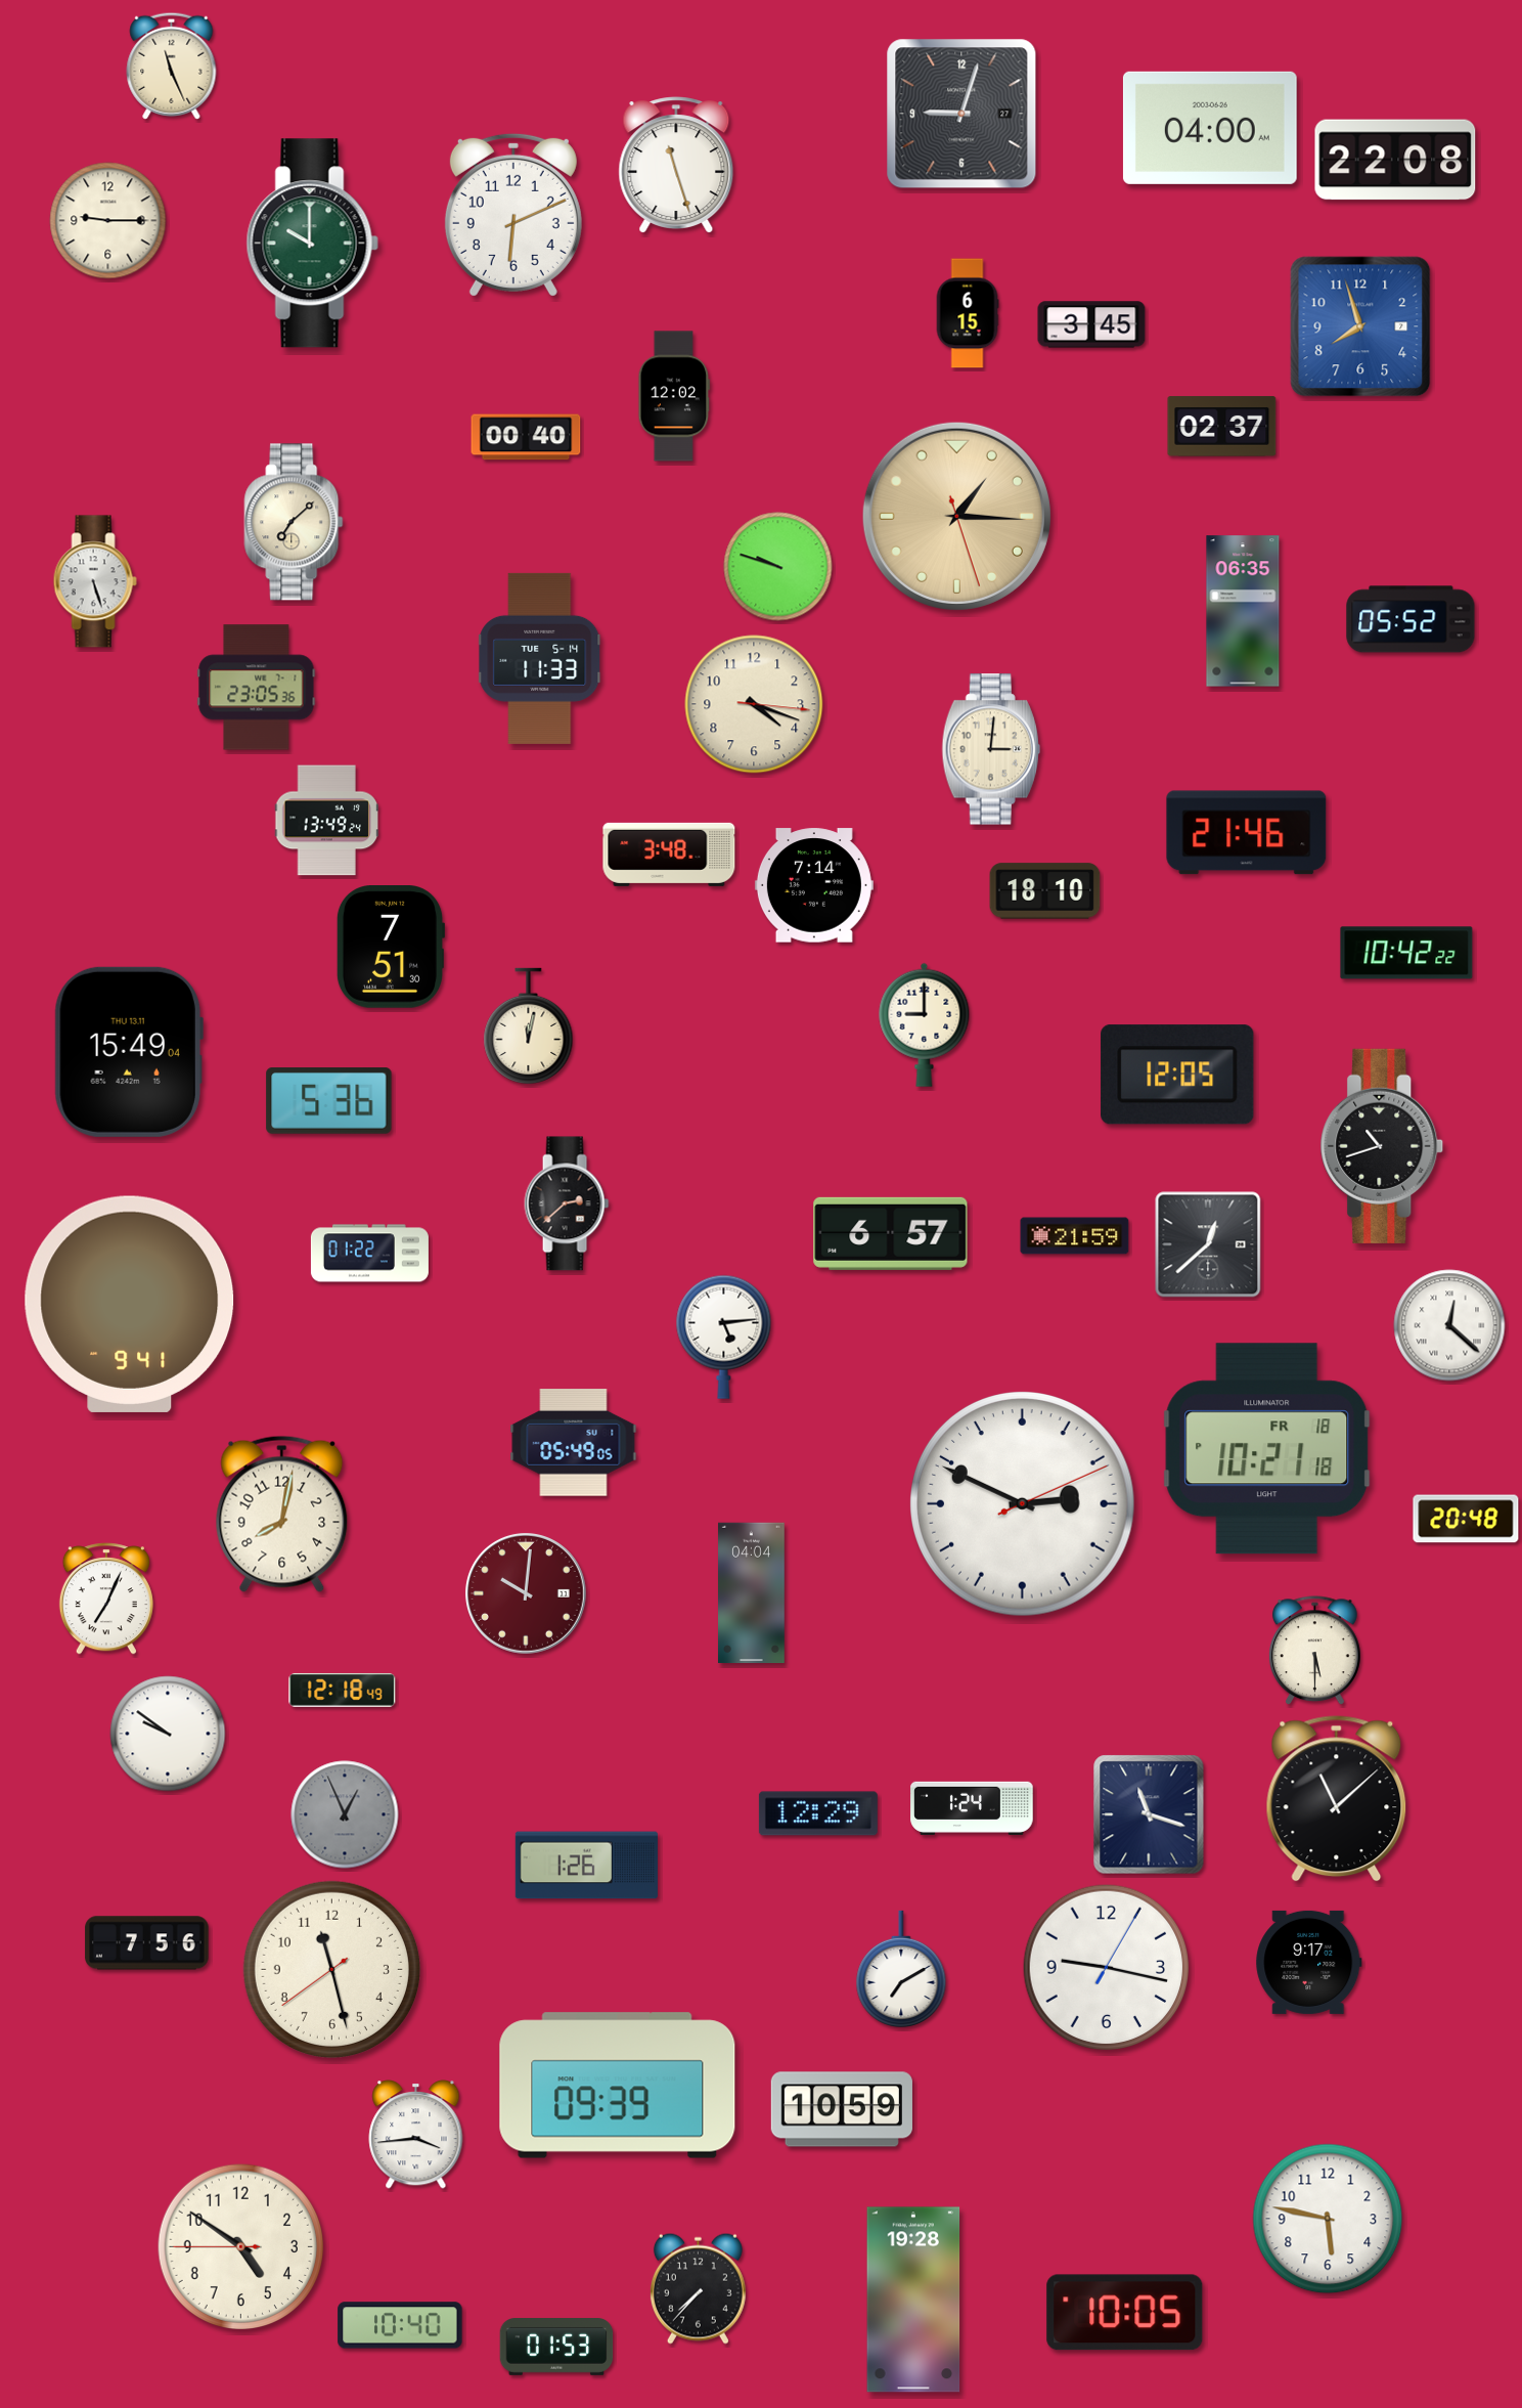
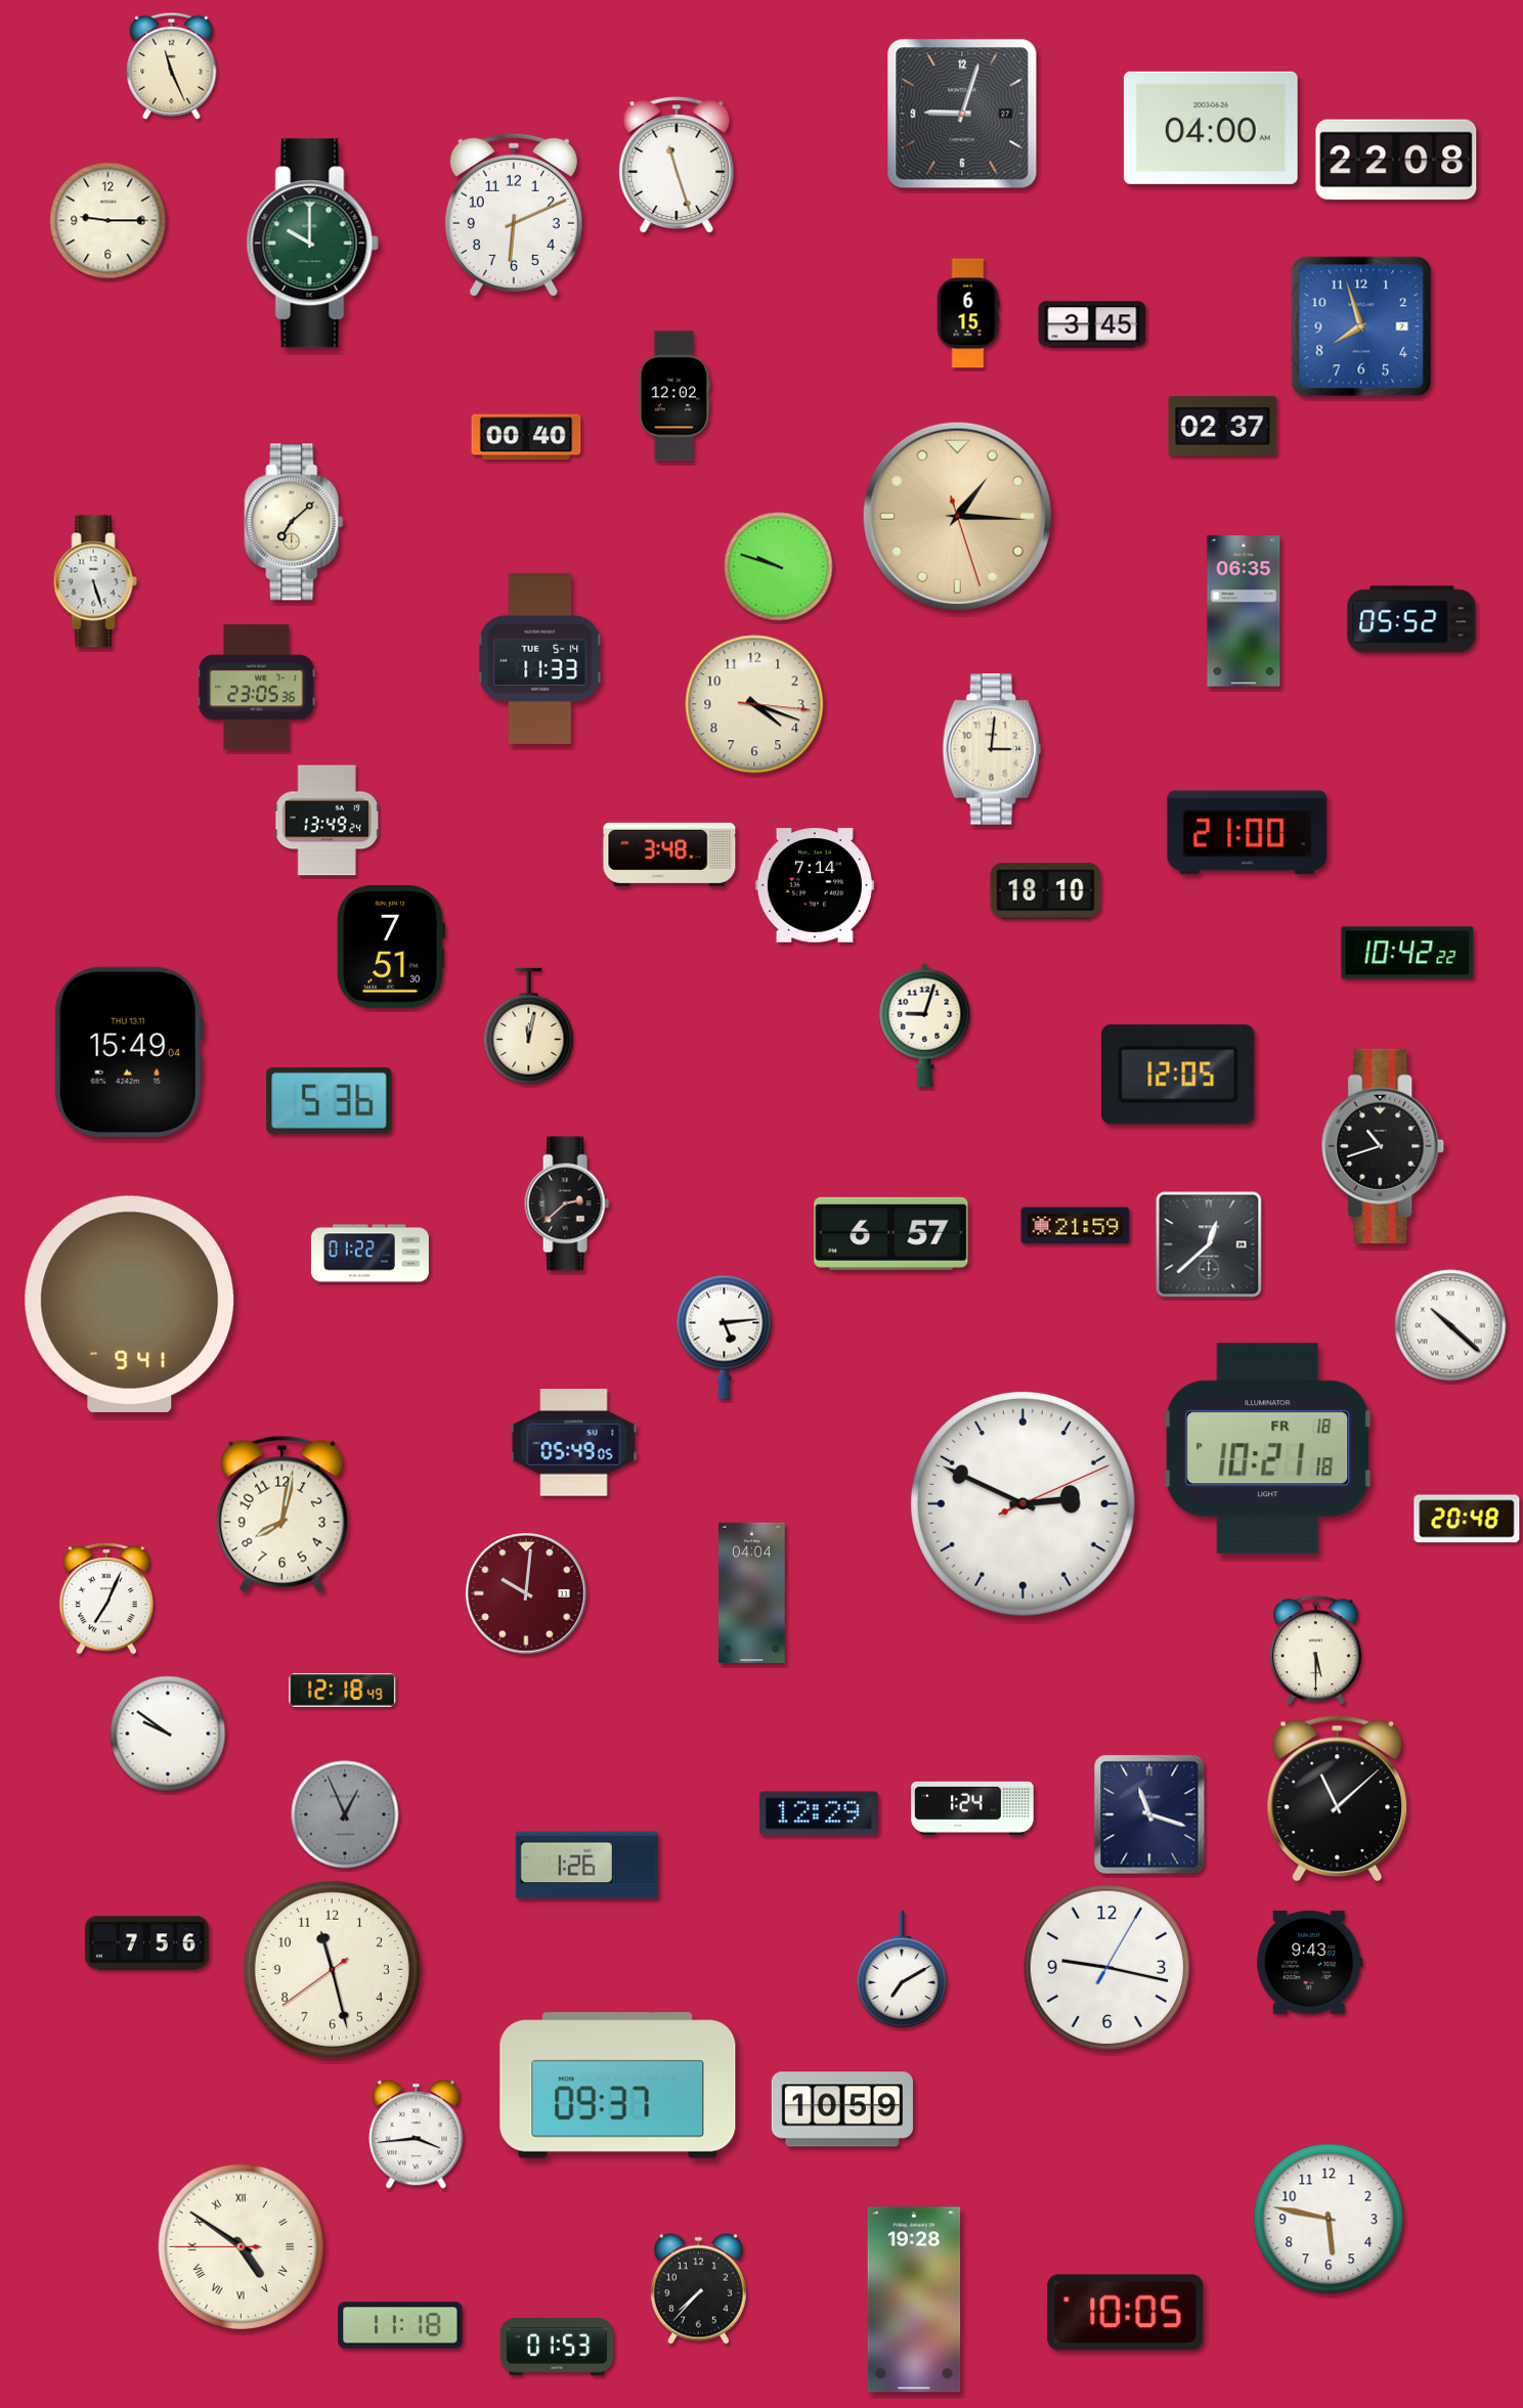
clock at (1247, 833): 21:46 -> 21:00
clock at (925, 1024): 9:00 -> 9:03
clock at (1075, 1236) position: (1075, 1236) -> (1076, 1226)
clock at (1449, 1325): 12:22 -> 10:22
clock at (1309, 1962): 9:17 -> 9:43
clock at (618, 2086): 09:39 -> 09:37
clock at (241, 2247) numerals: Arabic -> Roman
clock at (400, 2325): 10:40 -> 11:18
